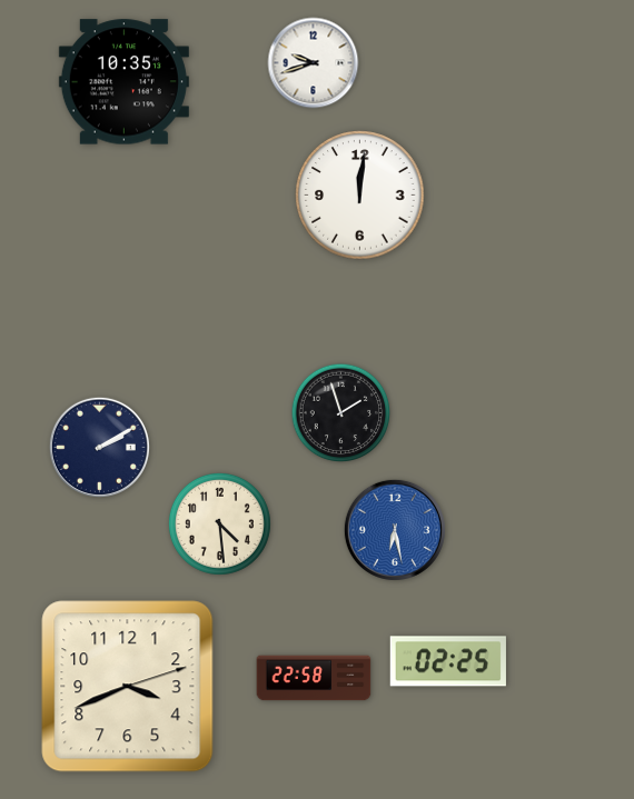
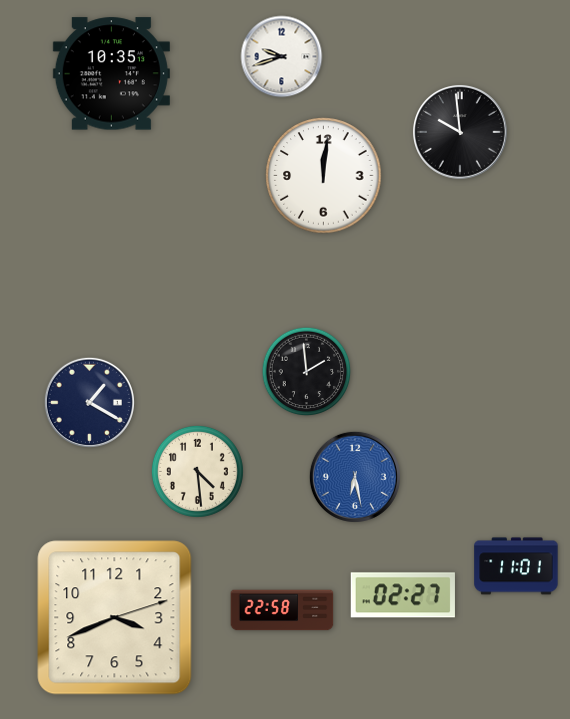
clock at (461, 133): none -> 9:59
clock at (341, 413): 1:57 -> 1:59
clock at (99, 447): 2:10 -> 1:20
clock at (516, 566): none -> 11:01
clock at (448, 661): 02:25 -> 02:27
